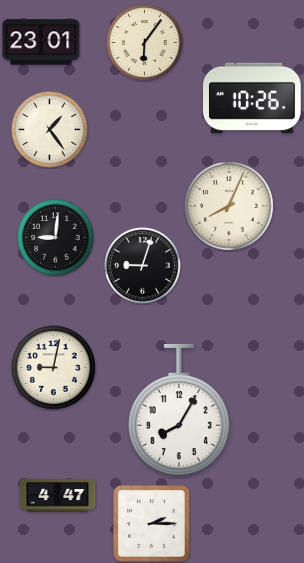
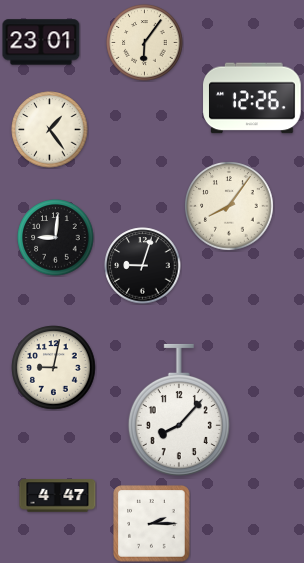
clock at (252, 98): 10:26 -> 12:26
clock at (229, 206): 8:04 -> 8:06
clock at (179, 409): 8:05 -> 8:07
